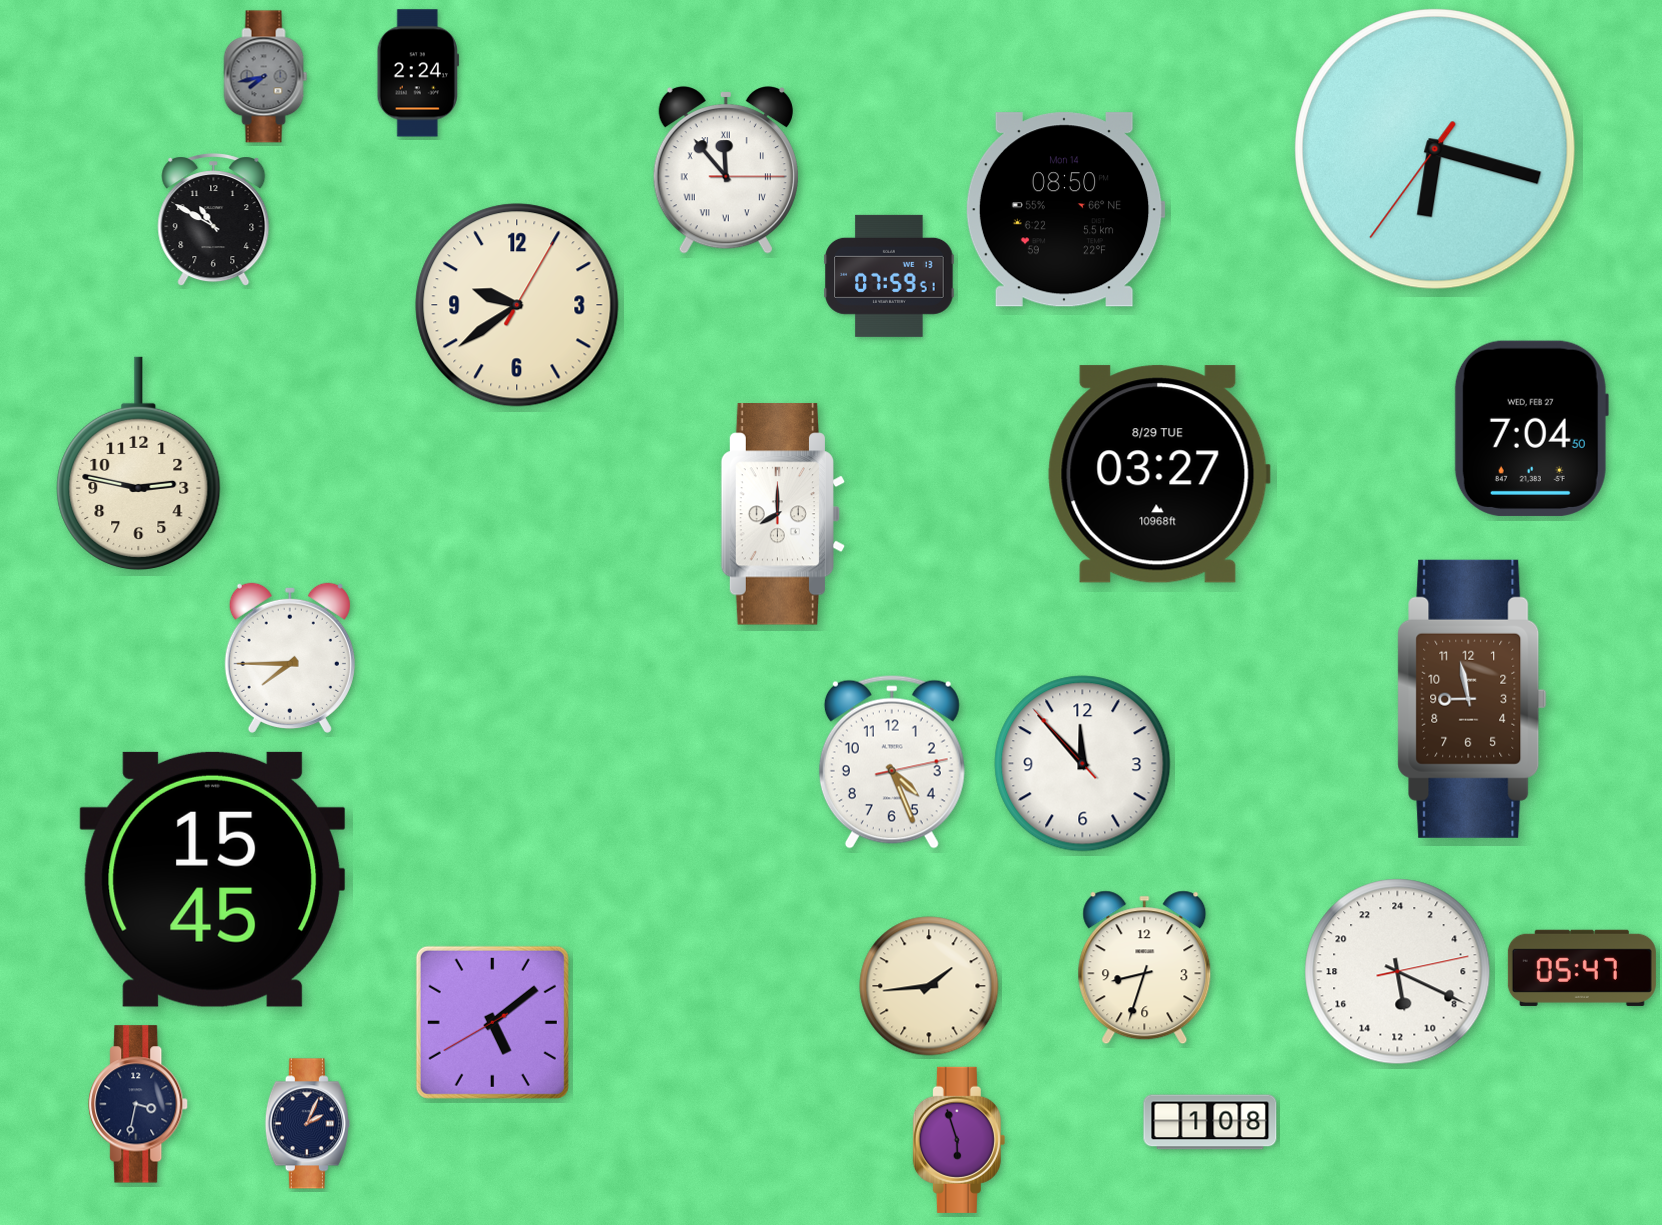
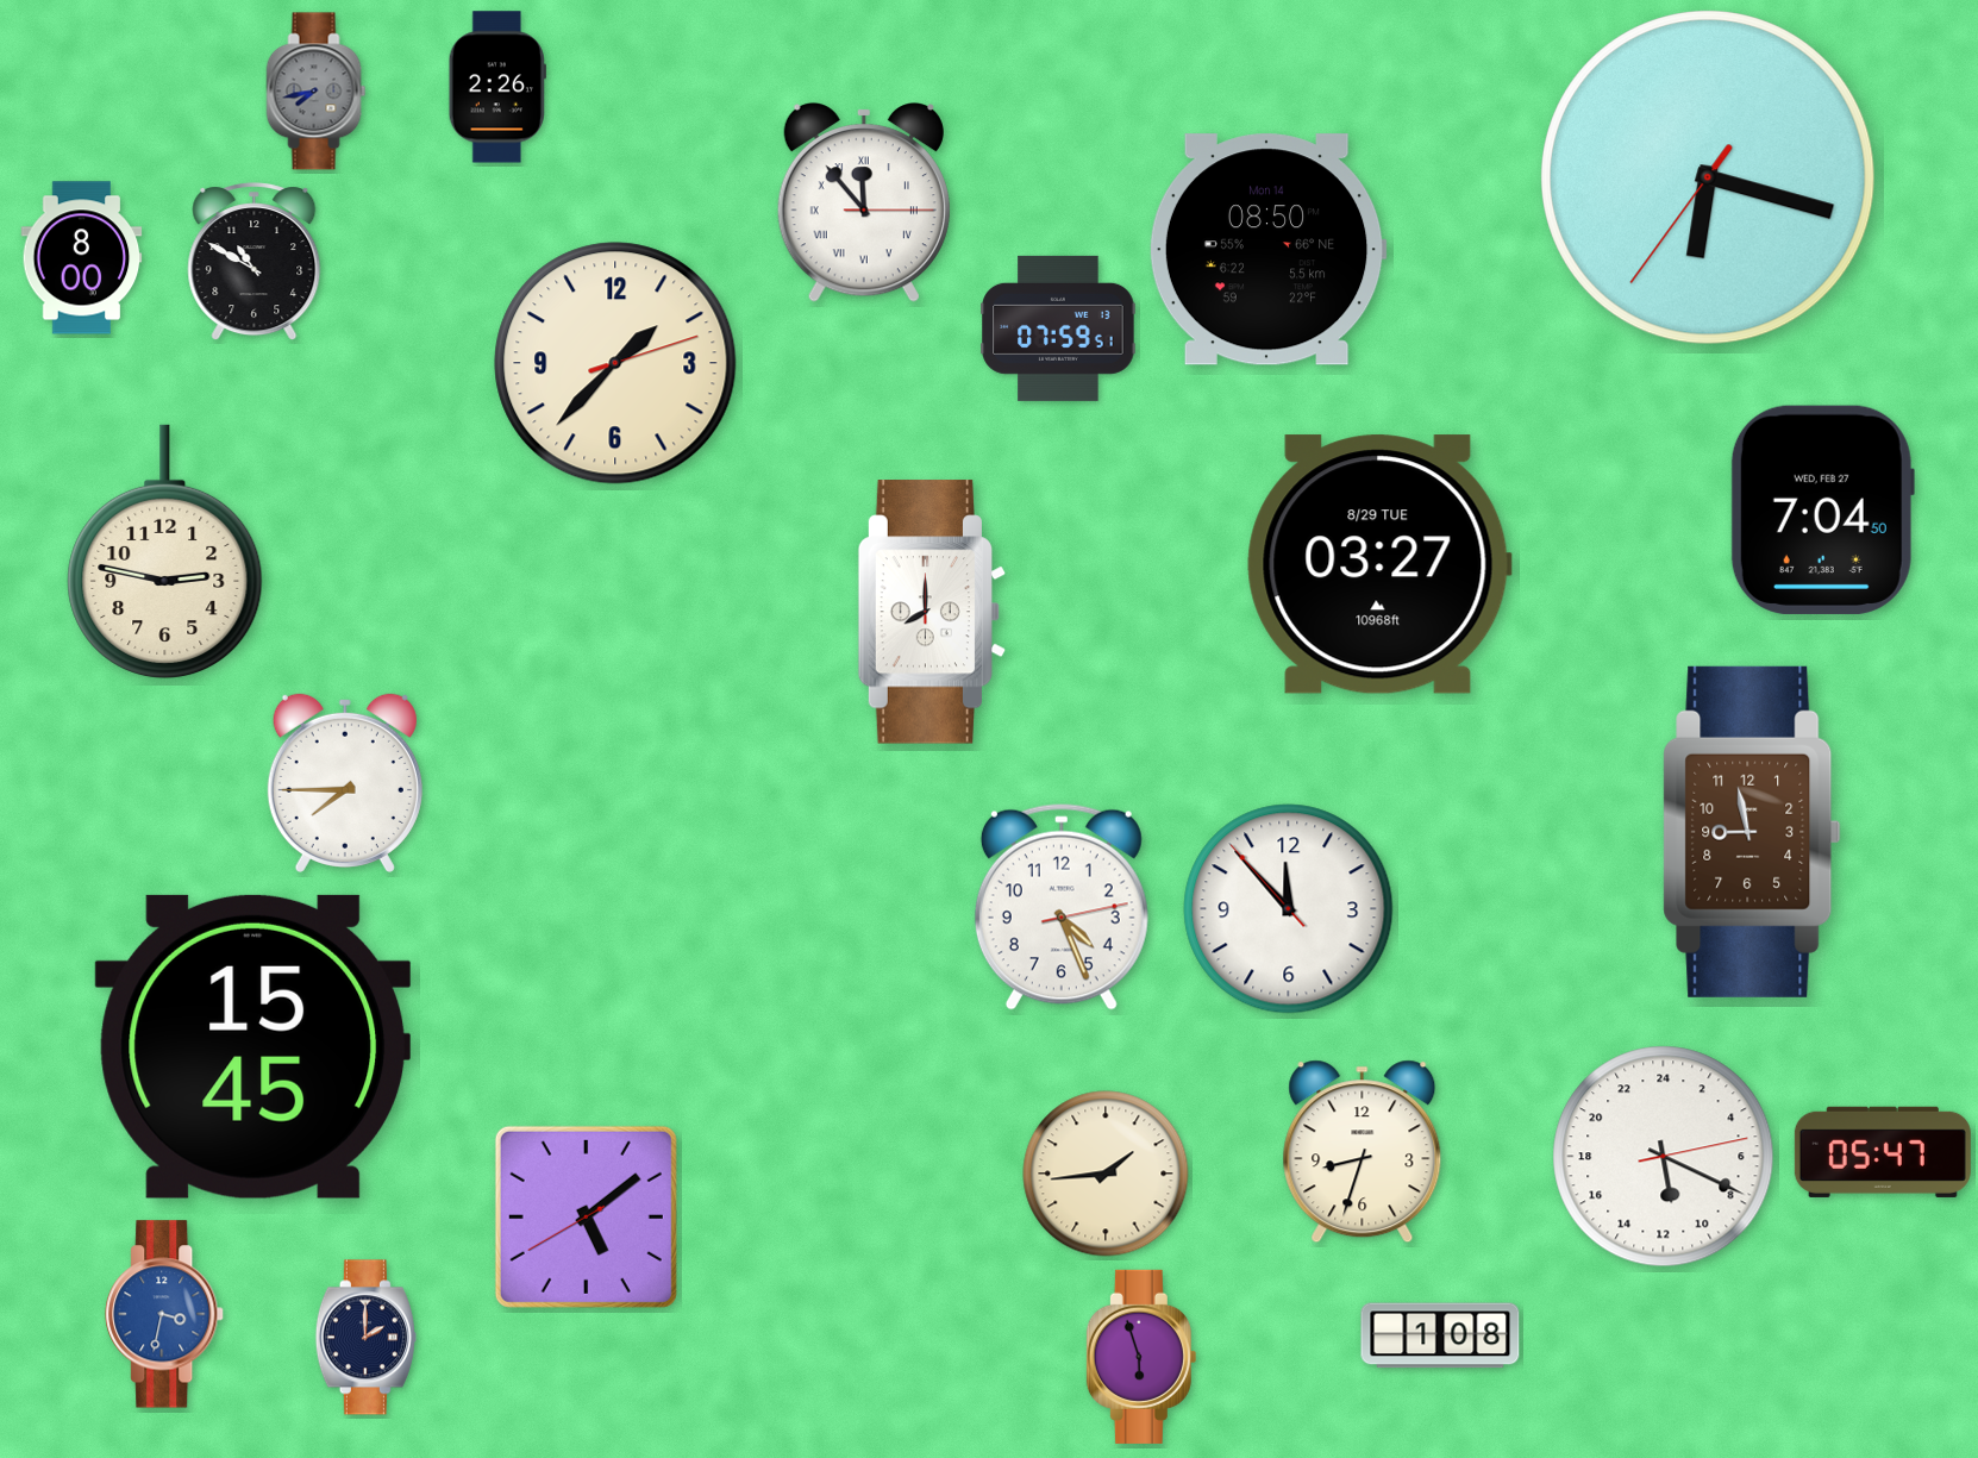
clock at (418, 73): 2:24 -> 2:26
clock at (82, 258): none -> 8:00
clock at (517, 305): 9:39 -> 1:37
clock at (139, 1104) dial: navy -> blue
clock at (307, 1124): 2:04 -> 2:00
